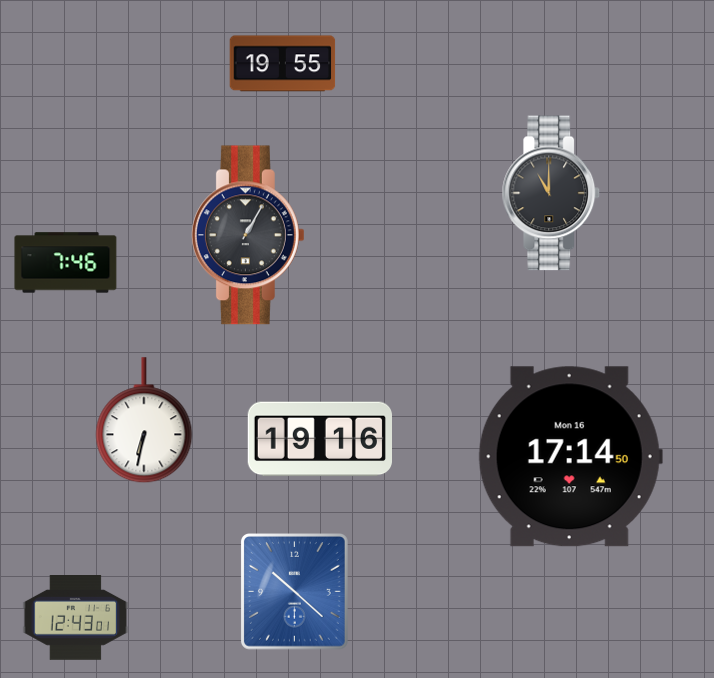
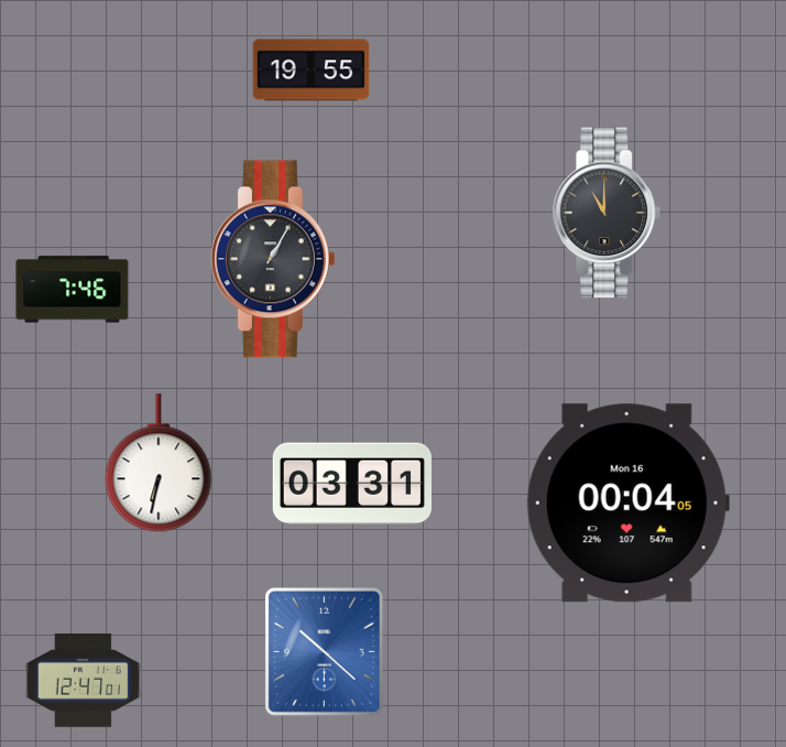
clock at (319, 439): 19:16 -> 03:31
clock at (570, 457): 17:14 -> 00:04
clock at (76, 618): 12:43 -> 12:47
